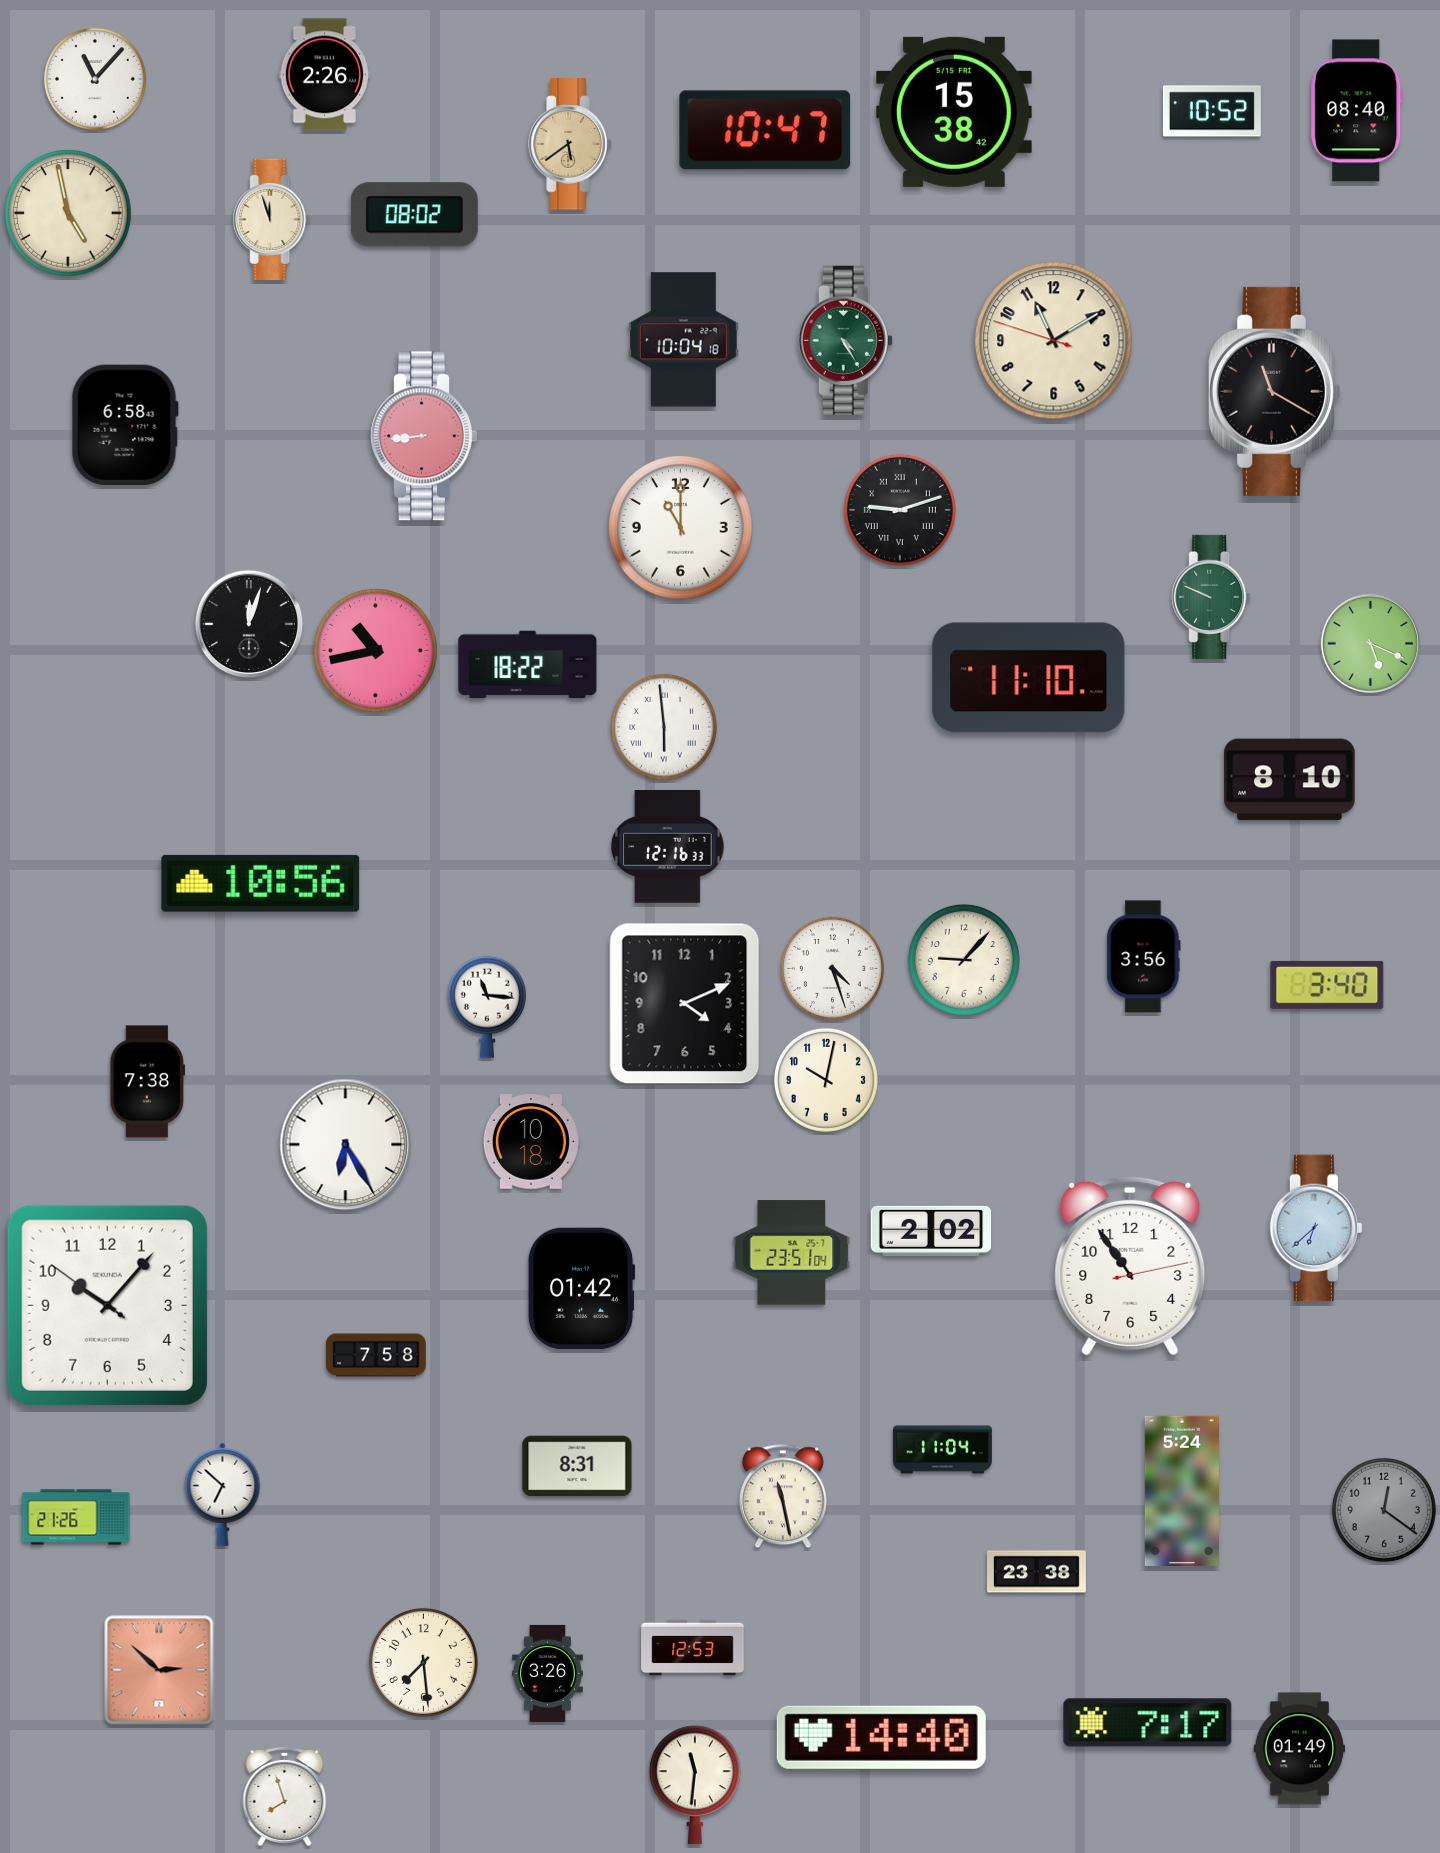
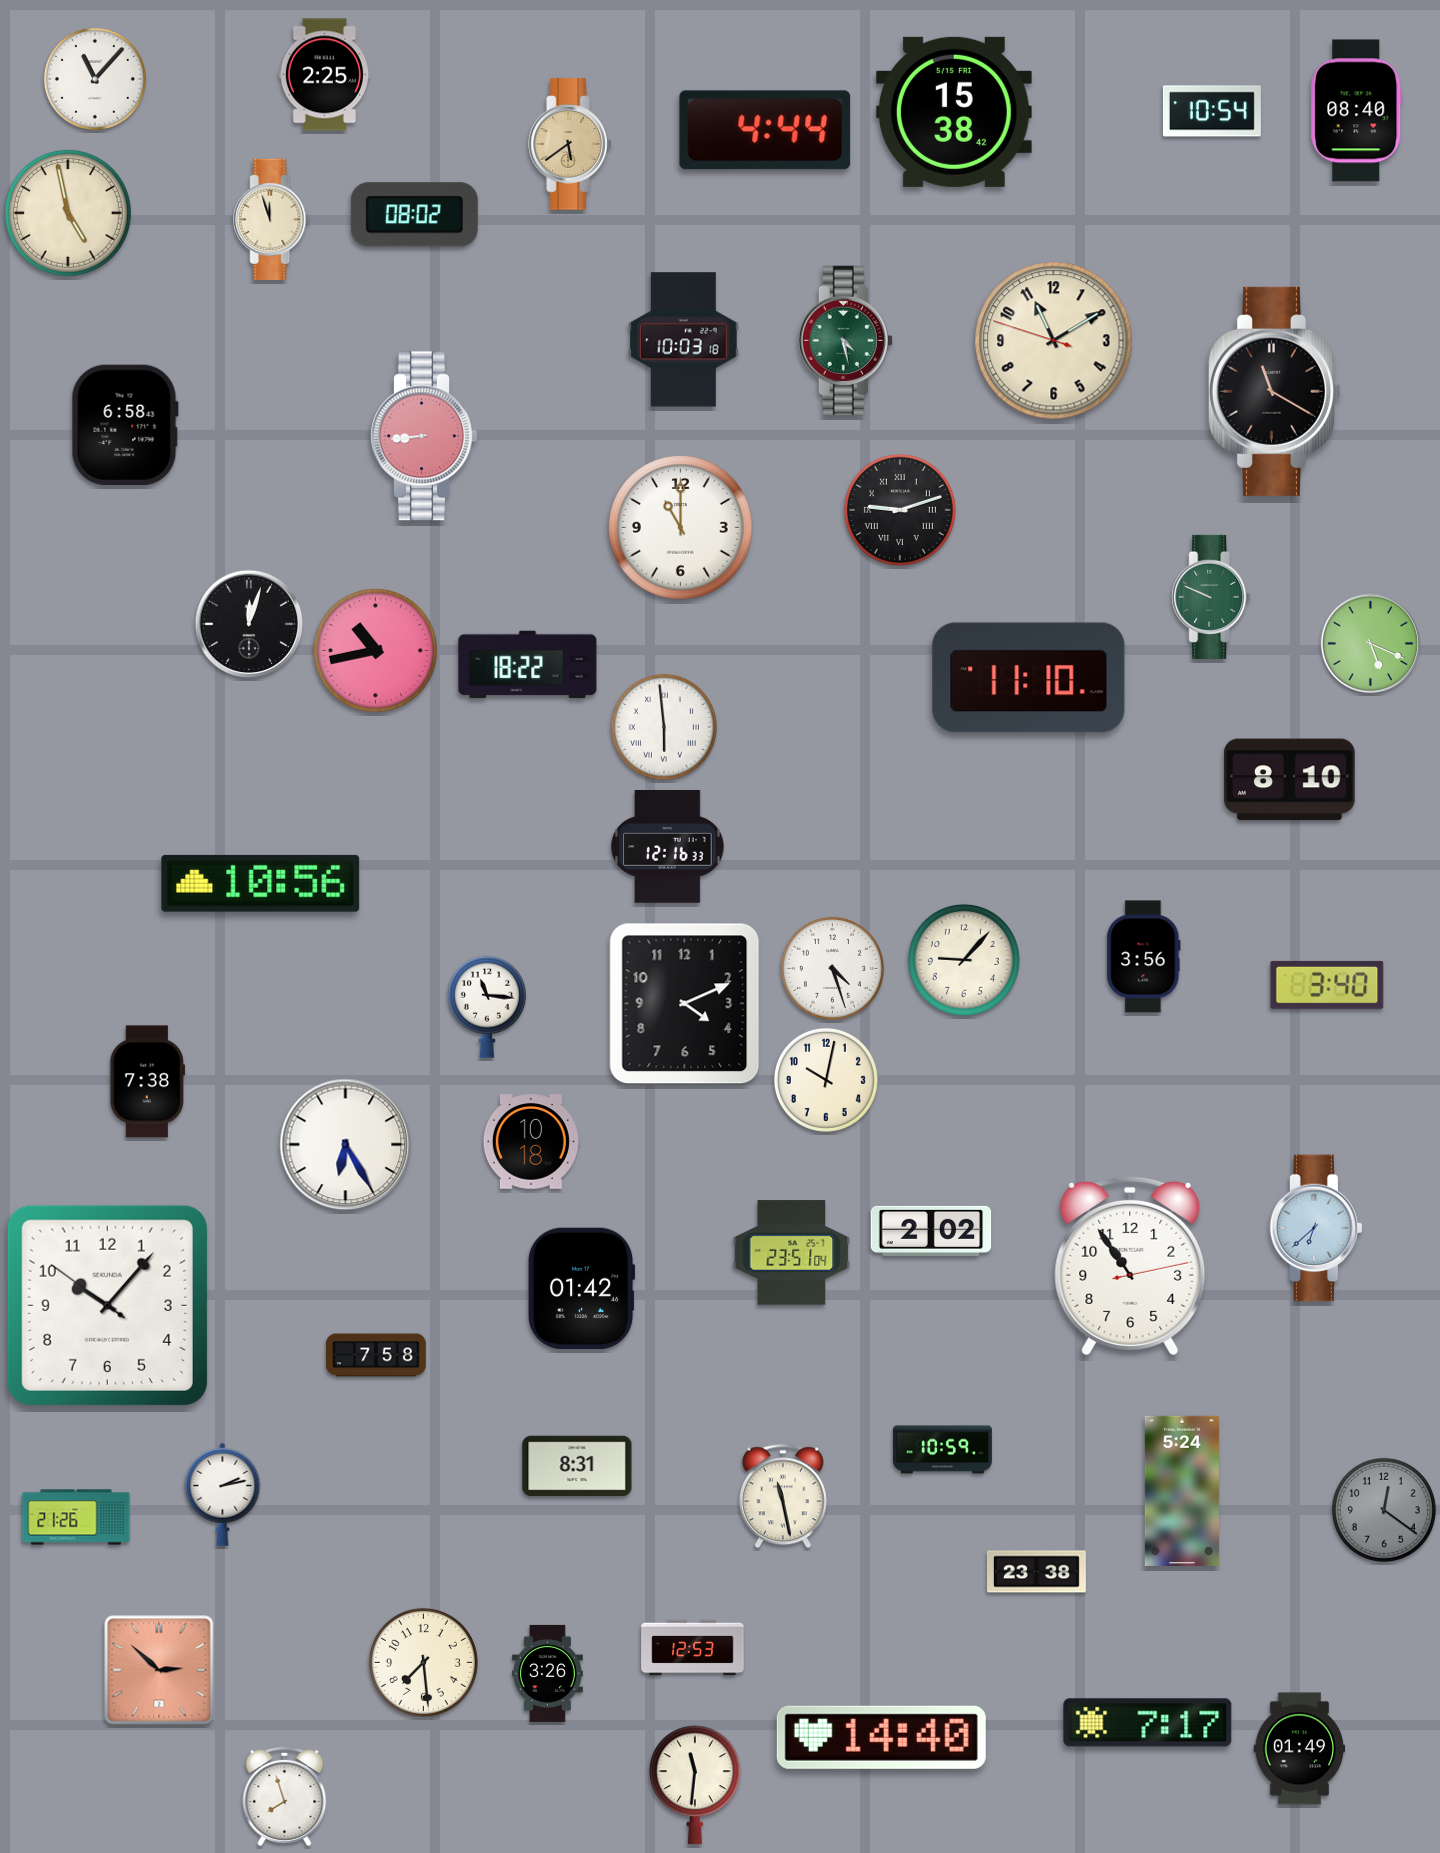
clock at (324, 75): 2:26 -> 2:25
clock at (1212, 111): 10:52 -> 10:54
clock at (765, 130): 10:47 -> 4:44
clock at (683, 340): 10:04 -> 10:03
clock at (845, 340): 4:25 -> 4:28
clock at (943, 1450): 11:04 -> 10:59
clock at (223, 1494): 6:52 -> 2:13
